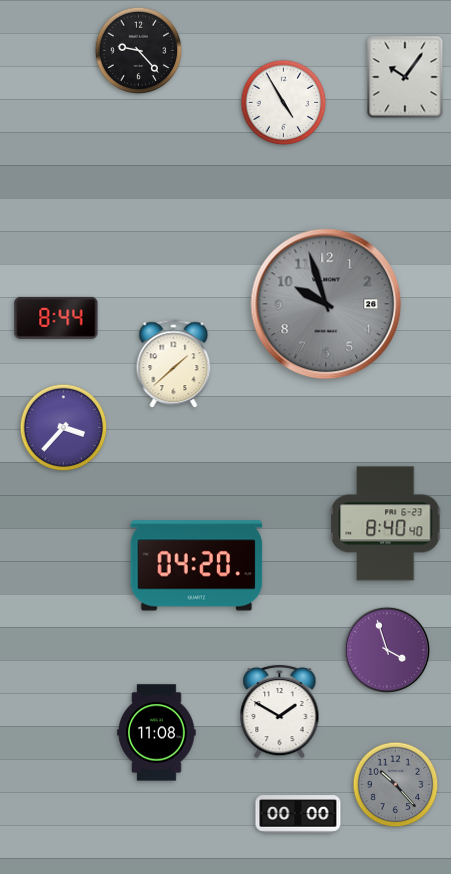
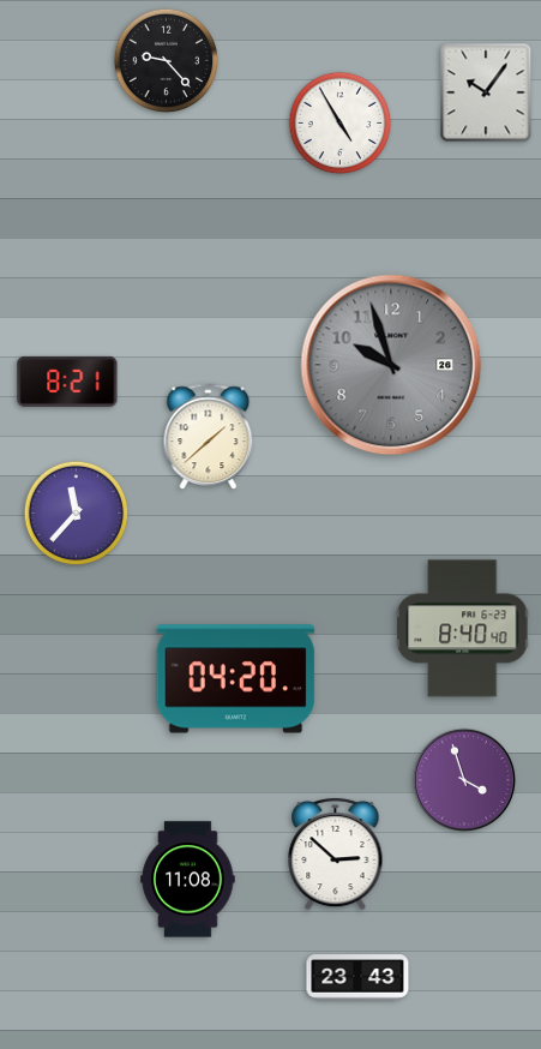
clock at (56, 318): 8:44 -> 8:21
clock at (64, 428): 3:37 -> 11:37
clock at (280, 711): 1:50 -> 2:52
clock at (396, 785): 10:23 -> none
clock at (298, 814): 00:00 -> 23:43
